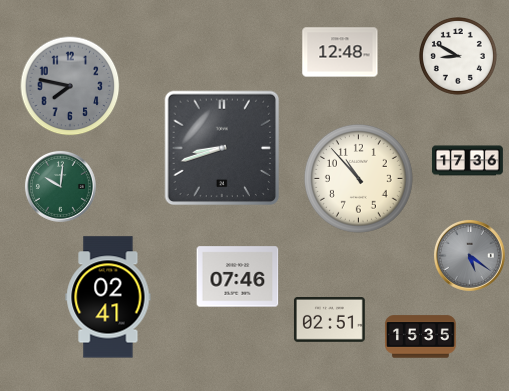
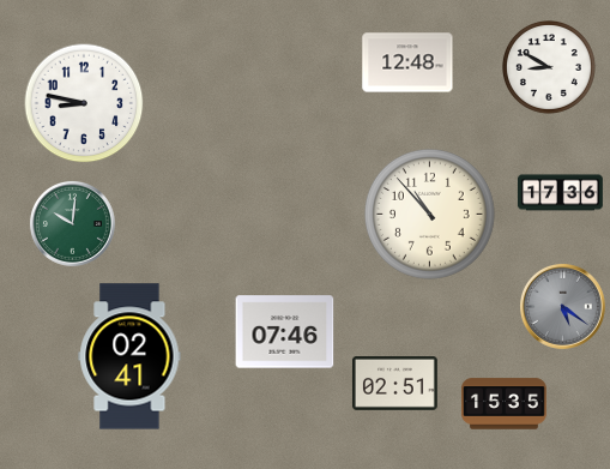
clock at (70, 86): 7:47 -> 8:47
clock at (70, 86) dial: grey -> white
clock at (222, 148): 8:42 -> none
